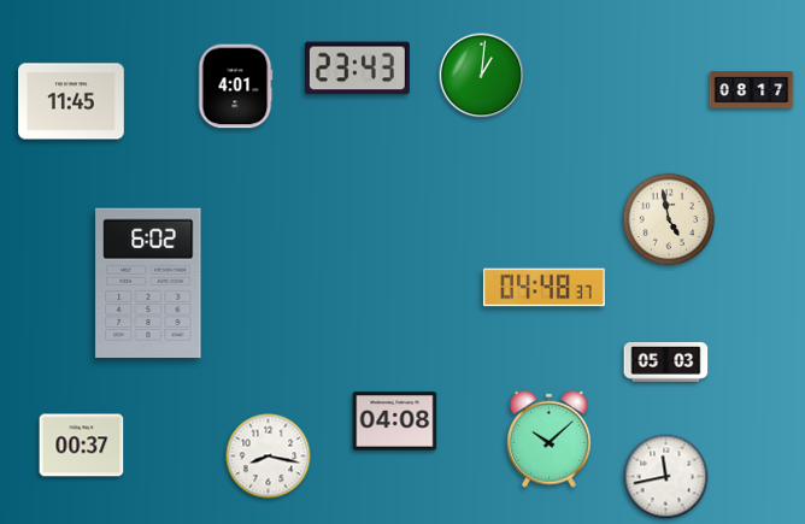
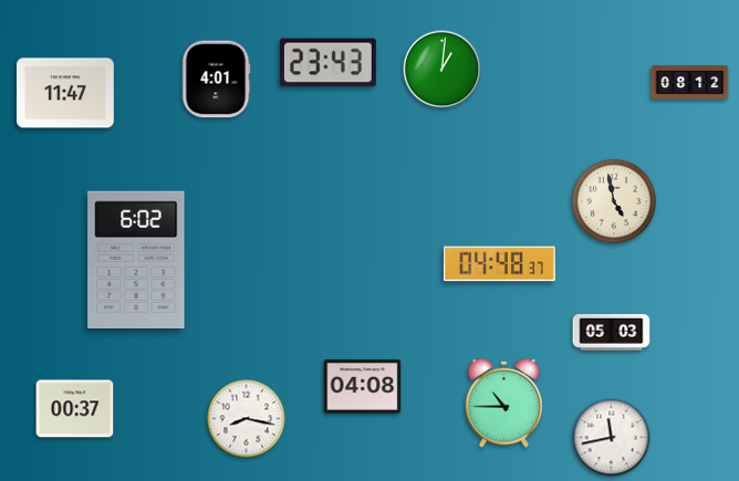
clock at (752, 90): 08:17 -> 08:12
clock at (72, 101): 11:45 -> 11:47
clock at (550, 438): 10:08 -> 10:45
